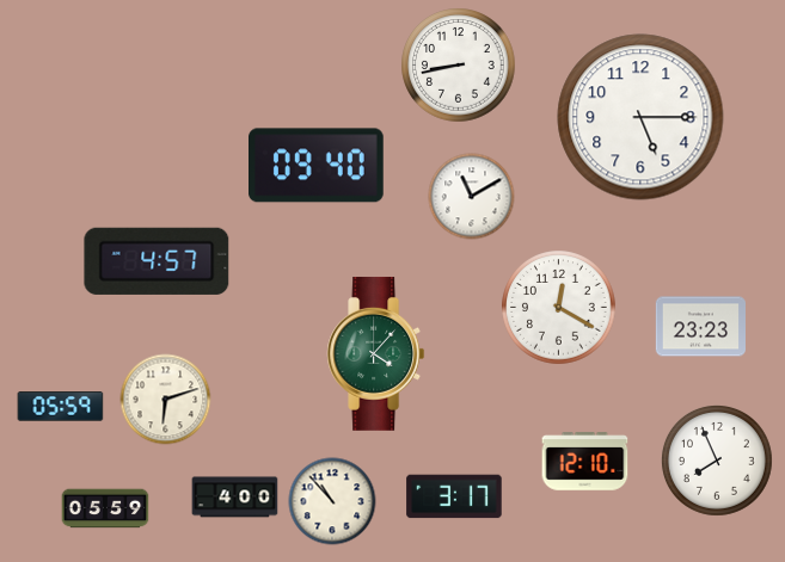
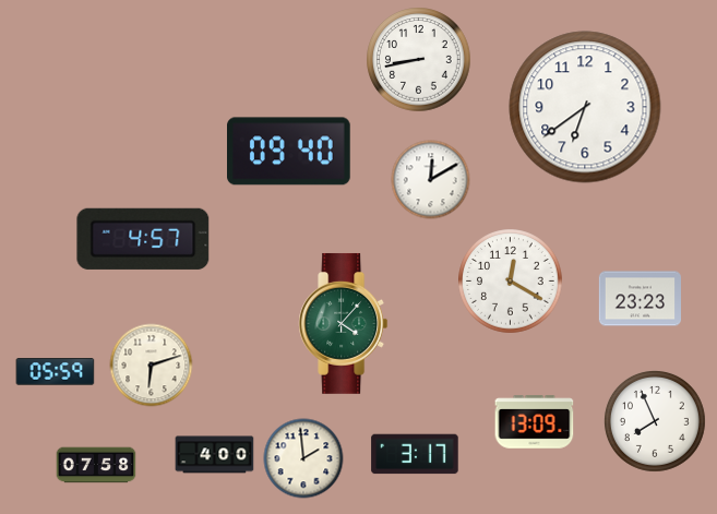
clock at (640, 117): 5:15 -> 6:39
clock at (472, 197): 11:10 -> 12:10
clock at (585, 462): 12:10 -> 13:09
clock at (332, 501): 10:53 -> 1:59
clock at (105, 508): 05:59 -> 07:58
